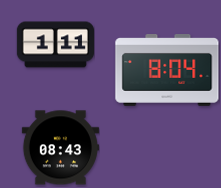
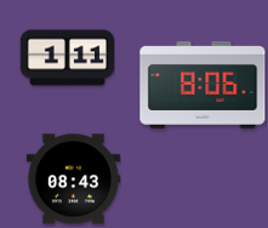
clock at (55, 45) position: (55, 45) -> (67, 58)
clock at (167, 71): 8:04 -> 8:06
